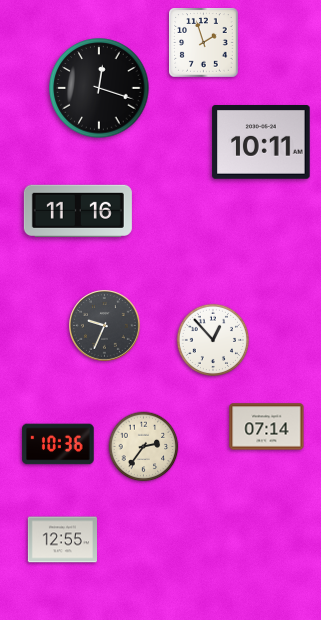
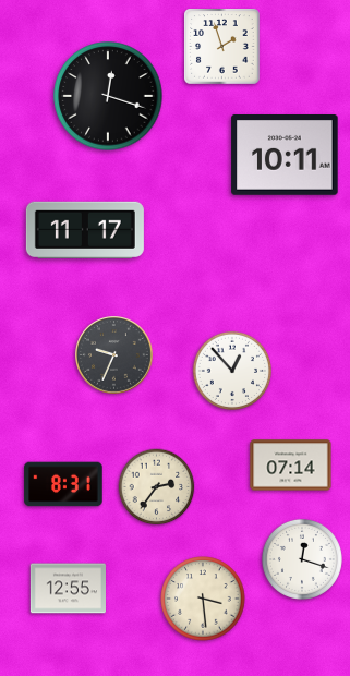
clock at (78, 211): 11:16 -> 11:17
clock at (58, 444): 10:36 -> 8:31
clock at (302, 559): none -> 12:18
clock at (203, 599): none -> 3:29
